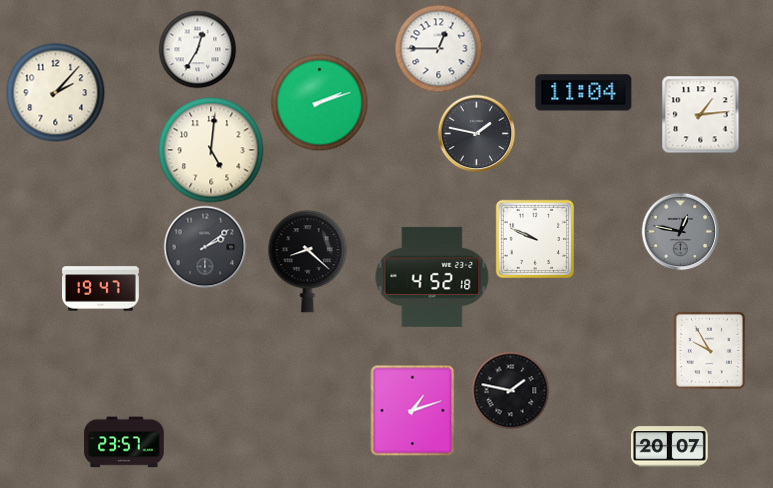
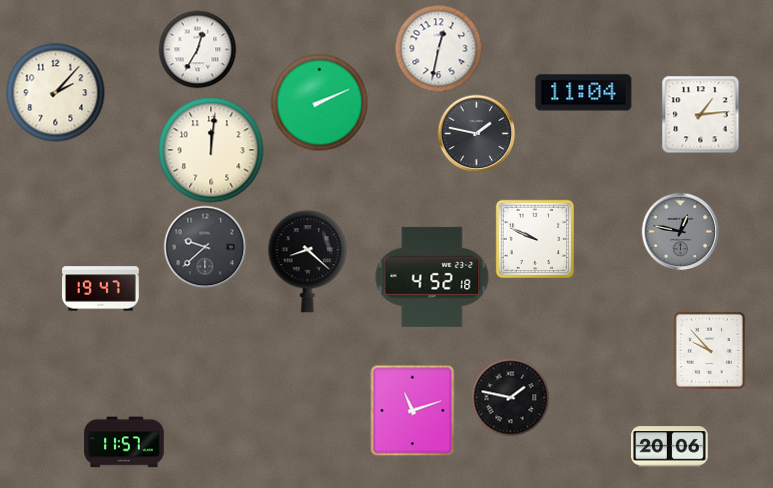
clock at (438, 48): 12:45 -> 12:32
clock at (319, 102): 2:12 -> 2:11
clock at (211, 150): 5:01 -> 12:01
clock at (205, 247): 2:09 -> 9:38
clock at (709, 350): 9:55 -> 9:53
clock at (510, 390) position: (510, 390) -> (510, 397)
clock at (413, 410): 1:12 -> 11:12
clock at (124, 442): 23:57 -> 11:57
clock at (670, 447): 20:07 -> 20:06
